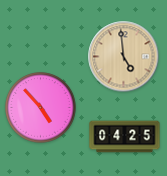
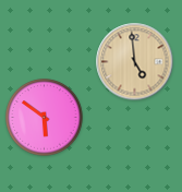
clock at (41, 108): 4:53 -> 5:51
clock at (125, 137): 04:25 -> none
